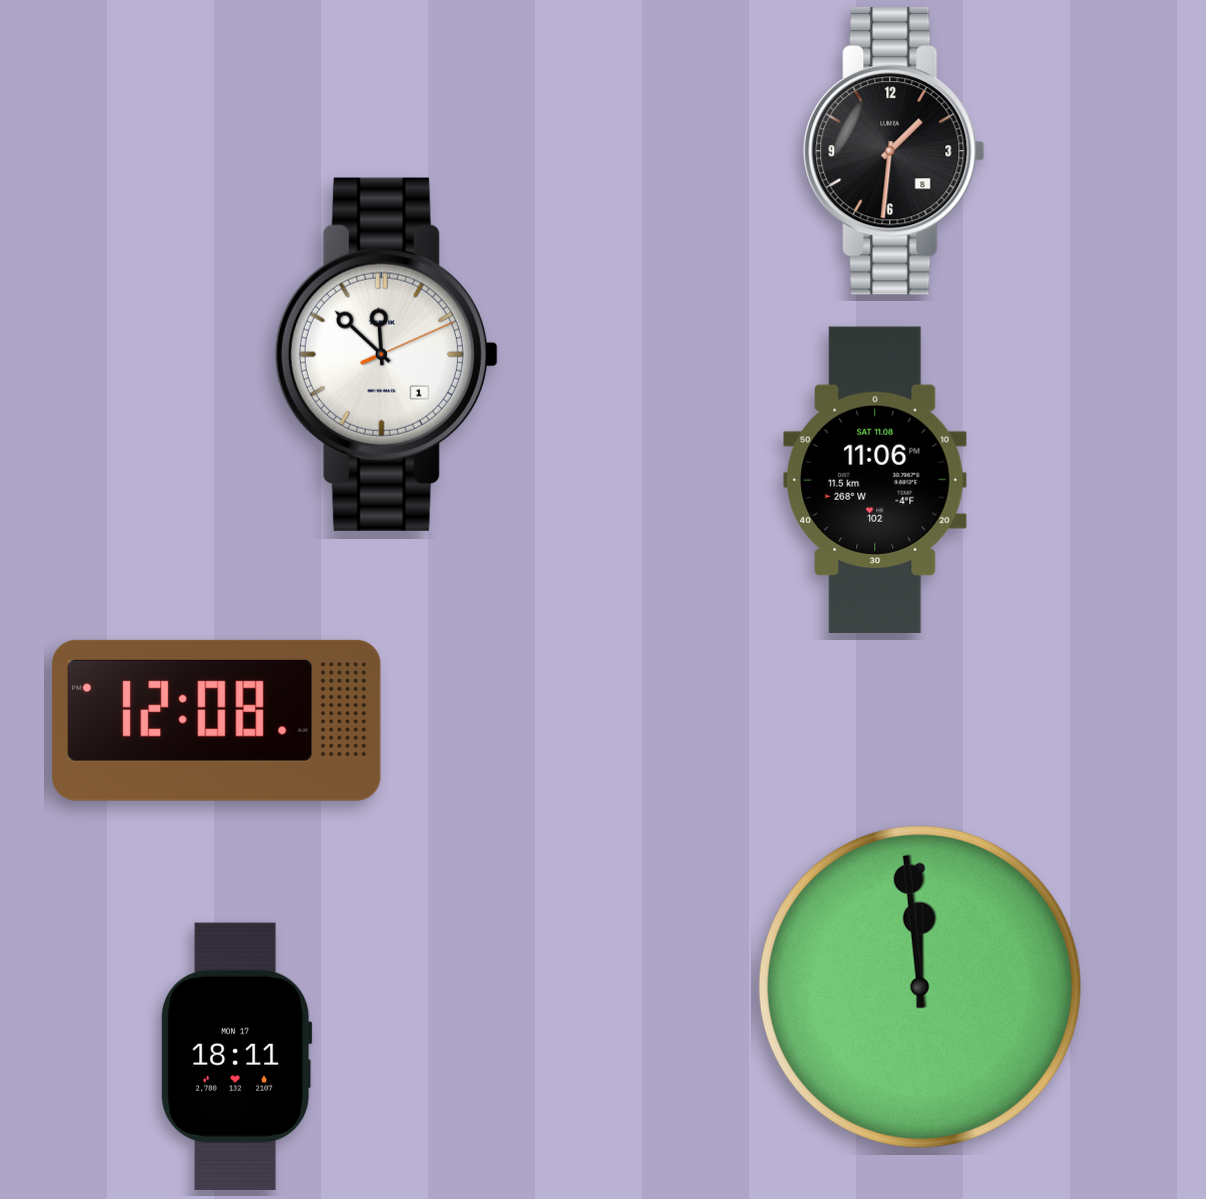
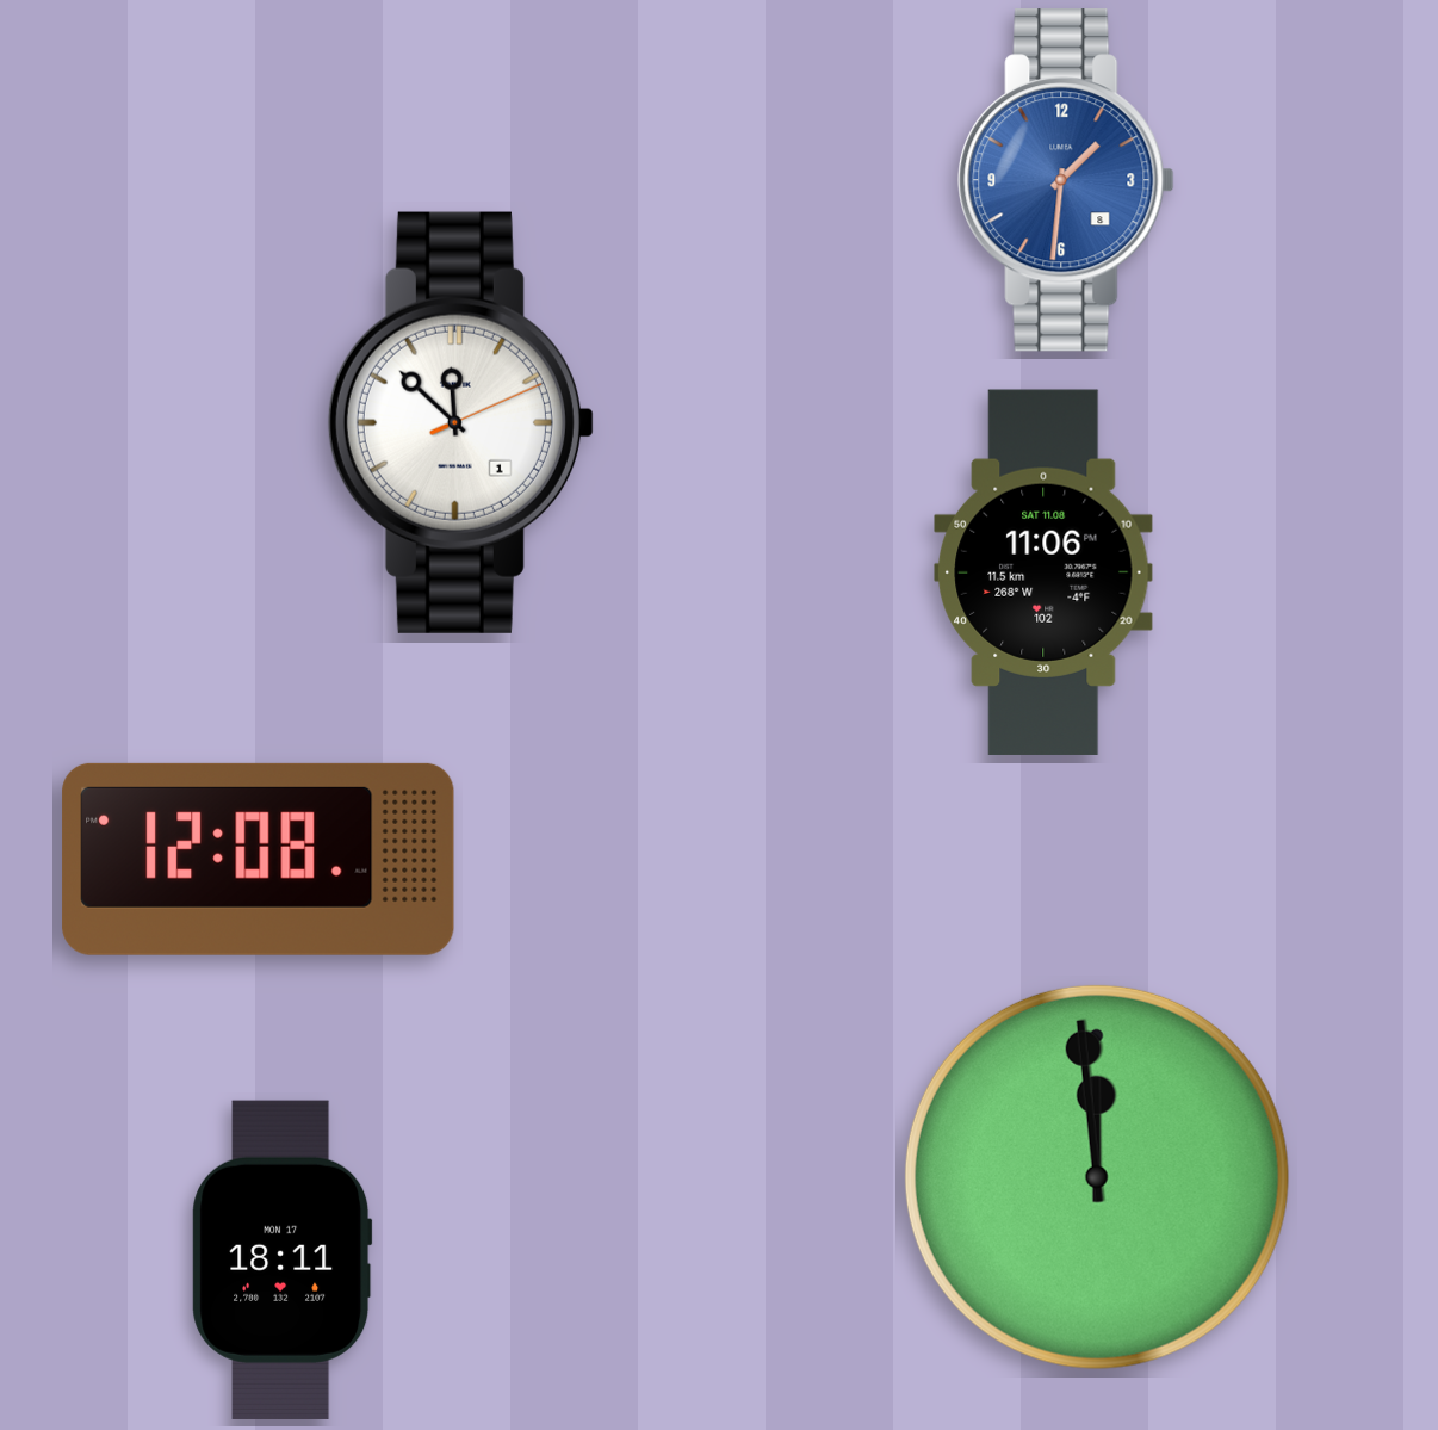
clock at (894, 151) dial: black -> blue
